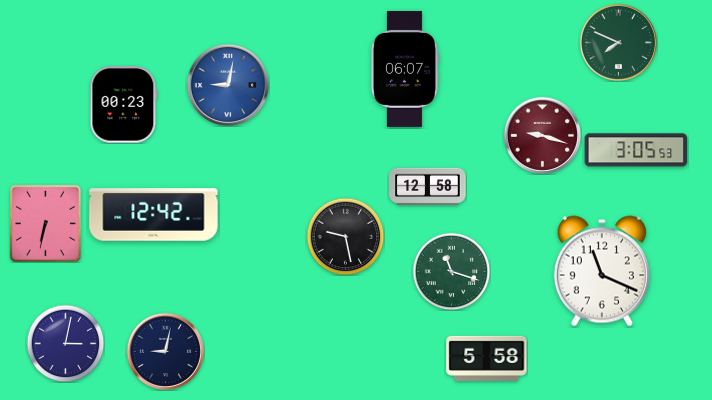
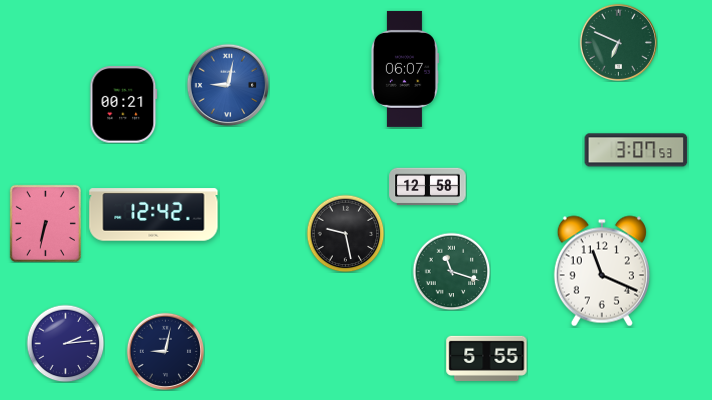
clock at (618, 42): 7:49 -> 6:49
clock at (124, 105): 00:23 -> 00:21
clock at (542, 135): 9:18 -> none
clock at (636, 150): 3:05 -> 3:07
clock at (345, 236) position: (345, 236) -> (345, 233)
clock at (65, 343): 3:02 -> 2:14
clock at (487, 358): 5:58 -> 5:55
